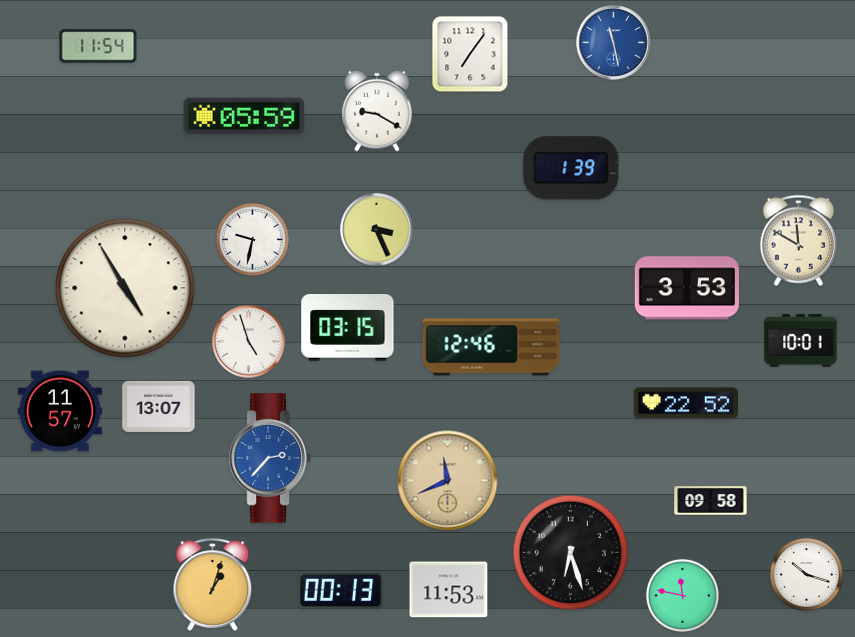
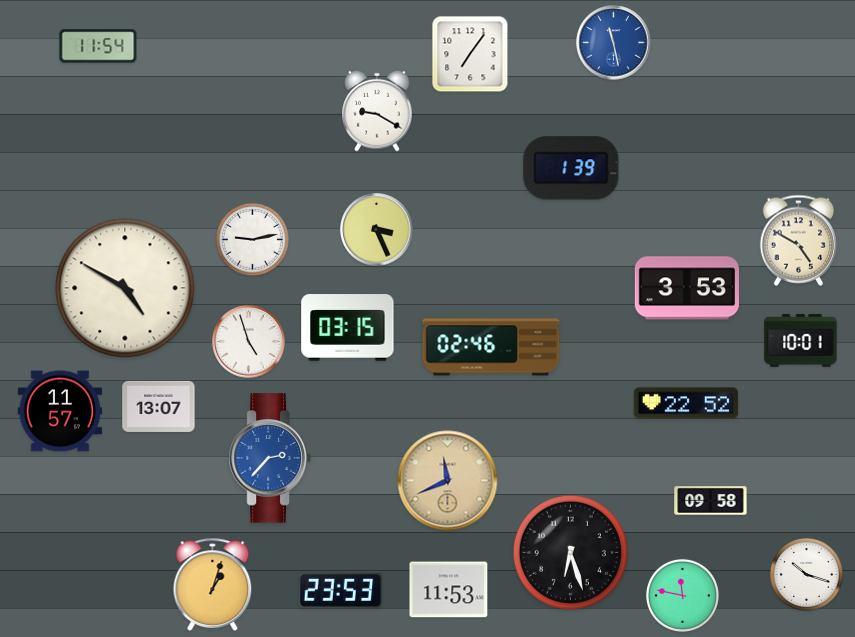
clock at (244, 116): 05:59 -> none
clock at (252, 239): 9:32 -> 9:13
clock at (798, 240): 11:50 -> 4:50
clock at (125, 288): 4:55 -> 4:50
clock at (491, 347): 12:46 -> 02:46
clock at (341, 590): 00:13 -> 23:53
